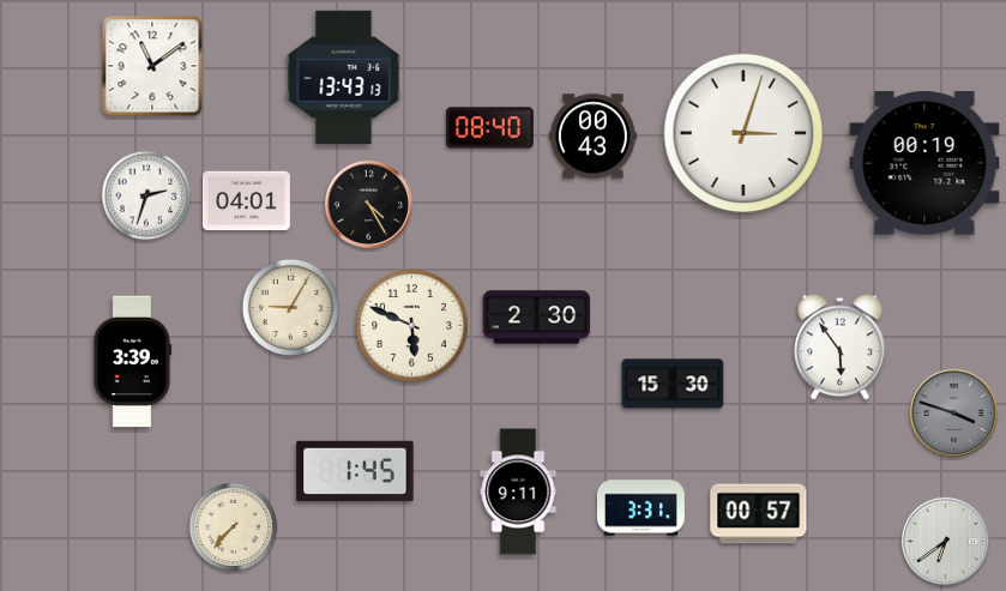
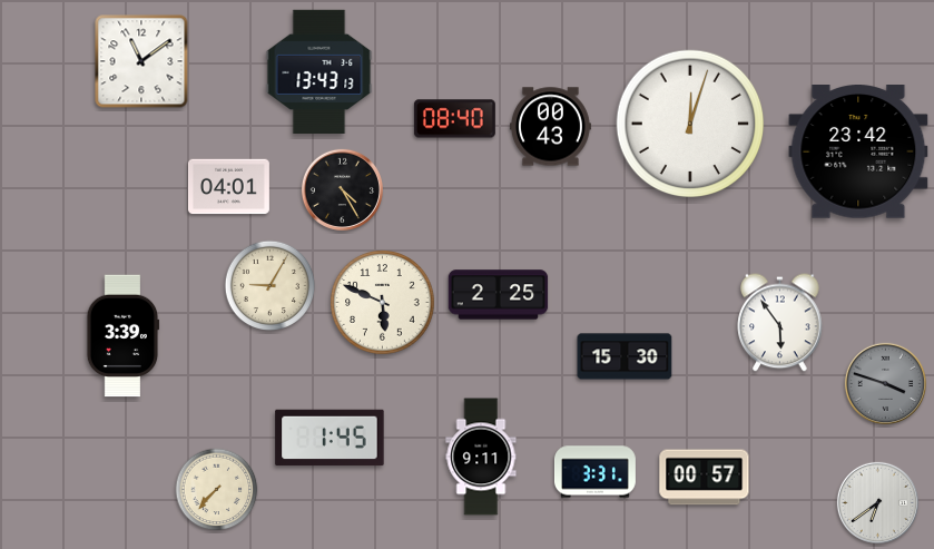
clock at (743, 133): 3:03 -> 12:03
clock at (924, 164): 00:19 -> 23:42
clock at (146, 195): 2:33 -> none
clock at (537, 318): 2:30 -> 2:25
